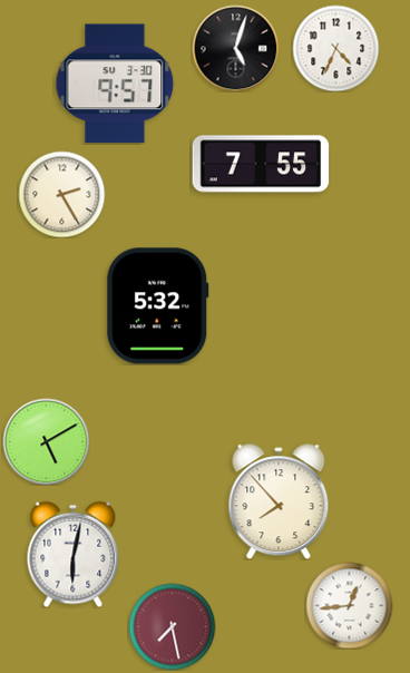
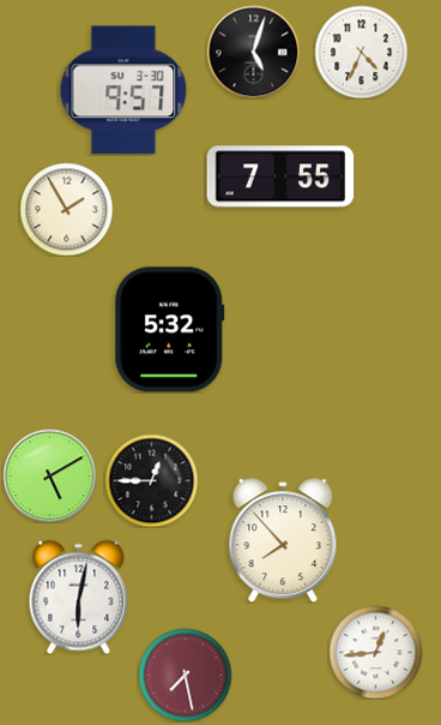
clock at (61, 194): 2:25 -> 1:55
clock at (151, 480): none -> 12:45
clock at (279, 501) position: (279, 501) -> (283, 540)
